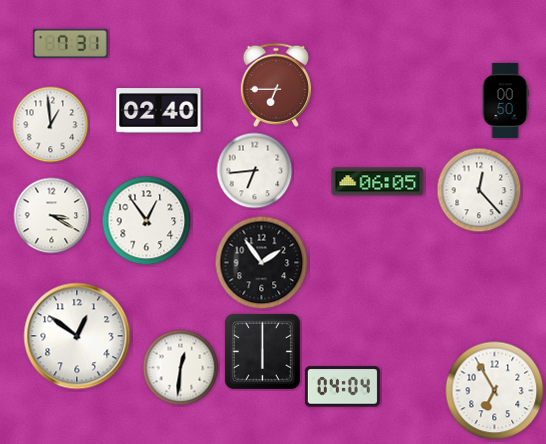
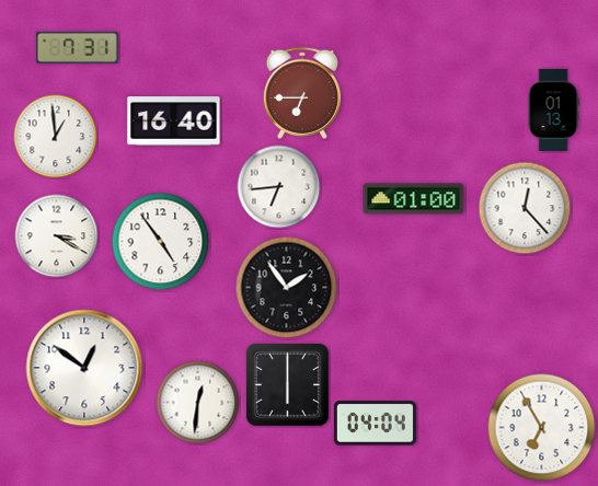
clock at (505, 100): 00:50 -> 01:13
clock at (159, 111): 02:40 -> 16:40
clock at (378, 182): 06:05 -> 01:00
clock at (147, 221): 12:54 -> 4:54
